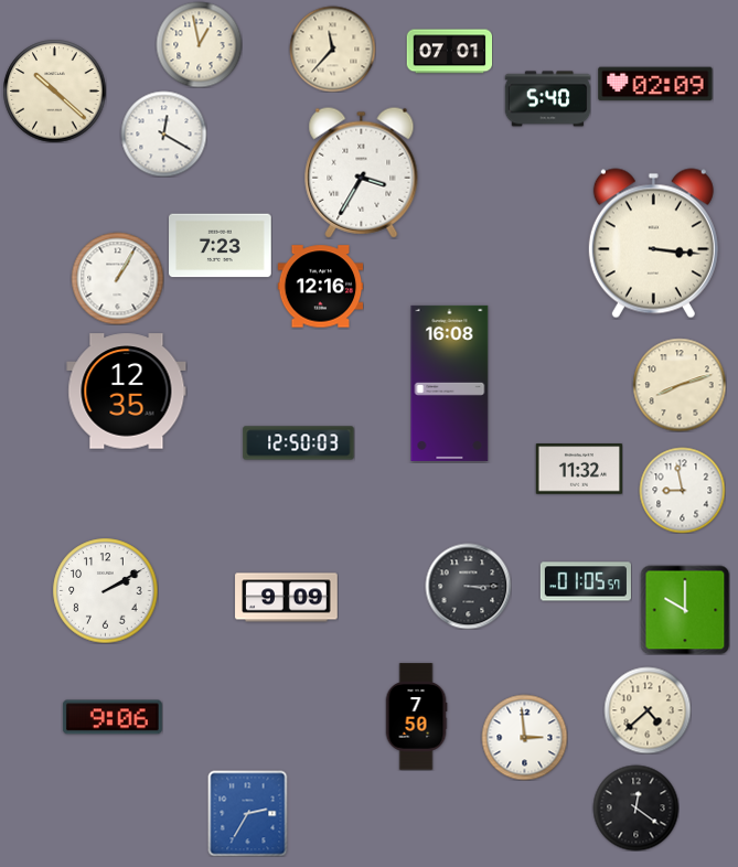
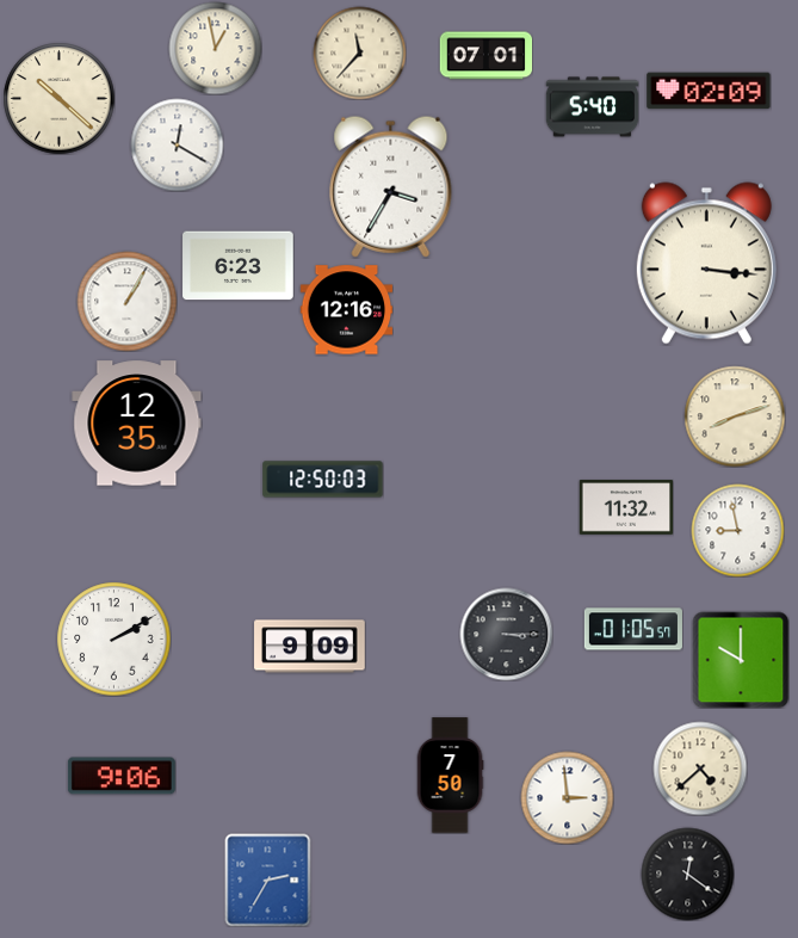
clock at (221, 246): 7:23 -> 6:23
clock at (450, 383): 16:08 -> none
